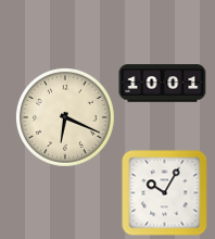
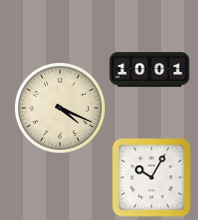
clock at (163, 84) position: (163, 84) -> (150, 70)
clock at (65, 117): 6:19 -> 4:19
